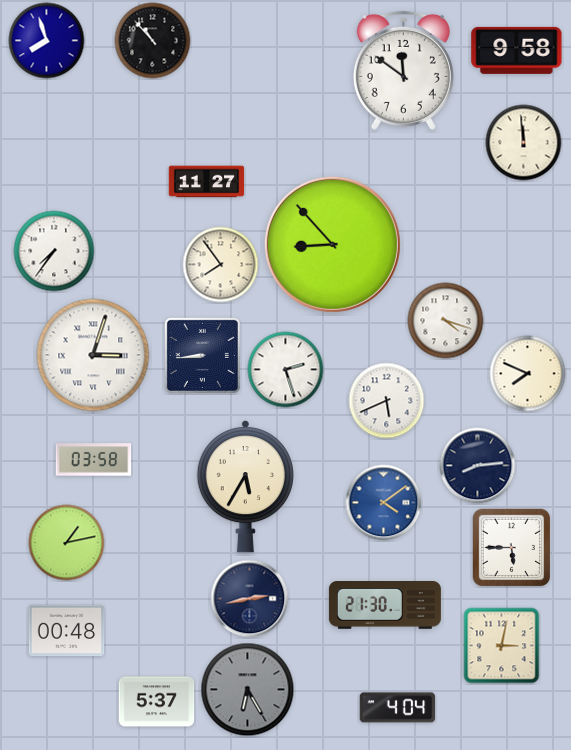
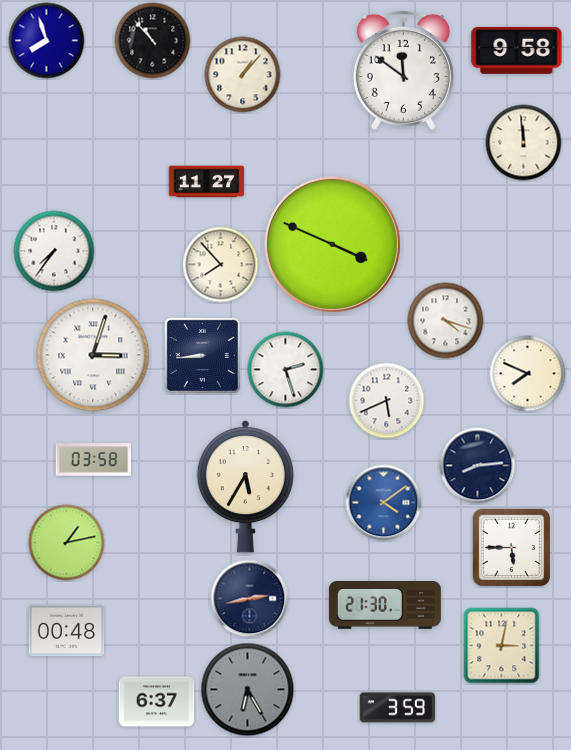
clock at (243, 75): none -> 1:07
clock at (332, 244): 8:53 -> 3:49
clock at (221, 265): 7:54 -> 7:53
clock at (157, 702): 5:37 -> 6:37
clock at (398, 708): 4:04 -> 3:59
